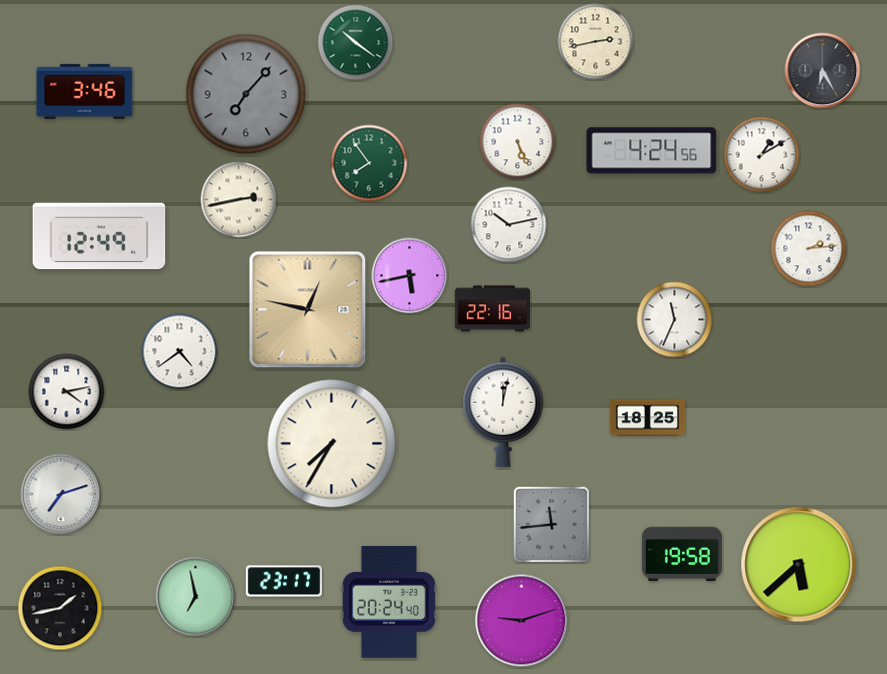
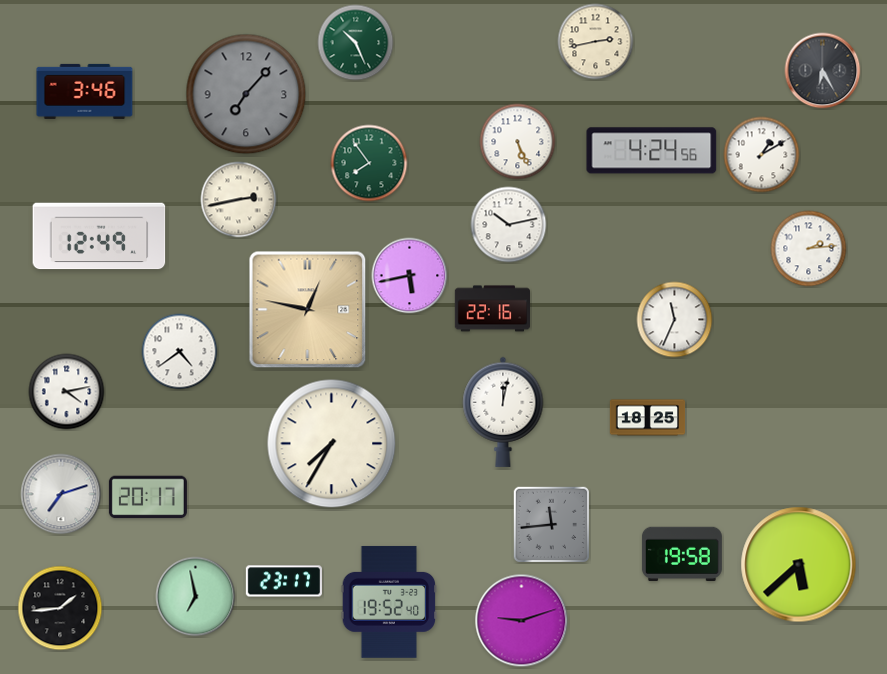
clock at (356, 43): 10:21 -> 10:26
clock at (148, 497): none -> 20:17
clock at (389, 602): 20:24 -> 19:52
clock at (60, 608): 1:43 -> 1:44
